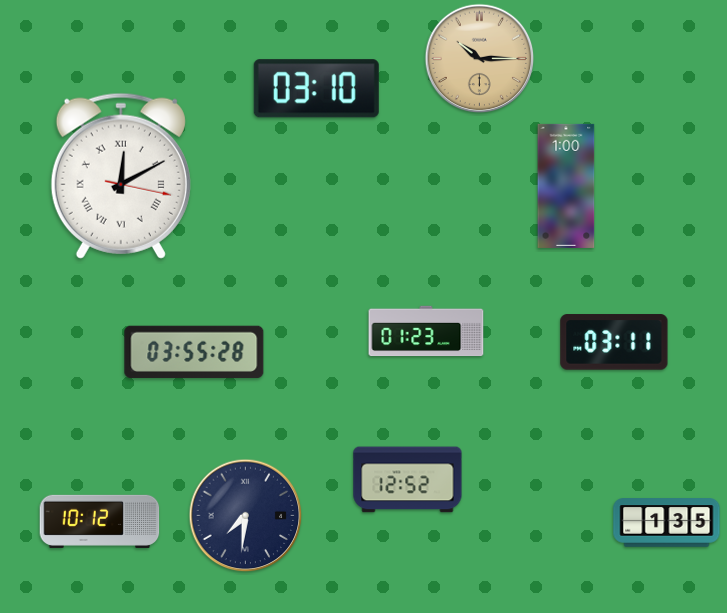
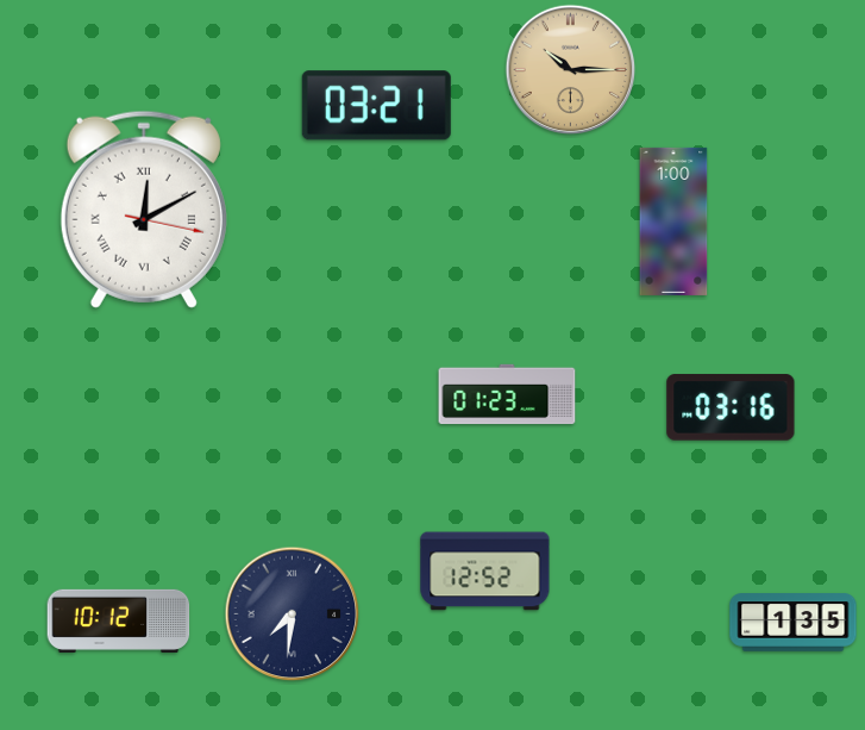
clock at (316, 89): 03:10 -> 03:21
clock at (614, 342): 03:11 -> 03:16
clock at (194, 352): 03:55 -> none
